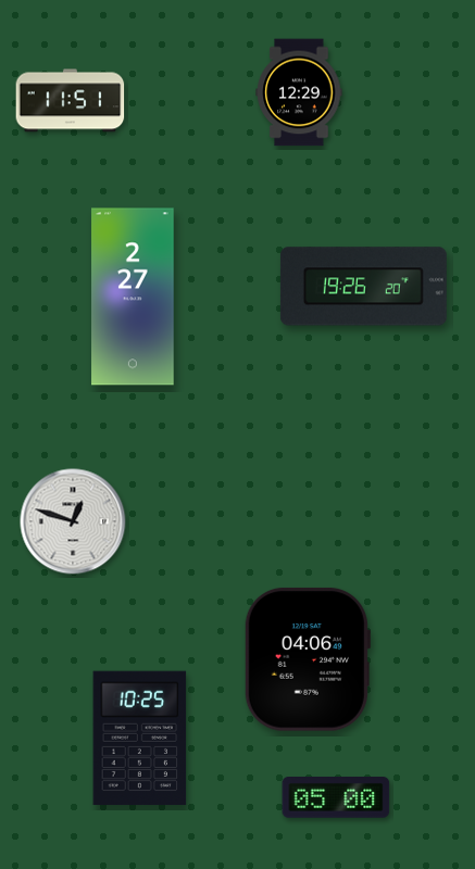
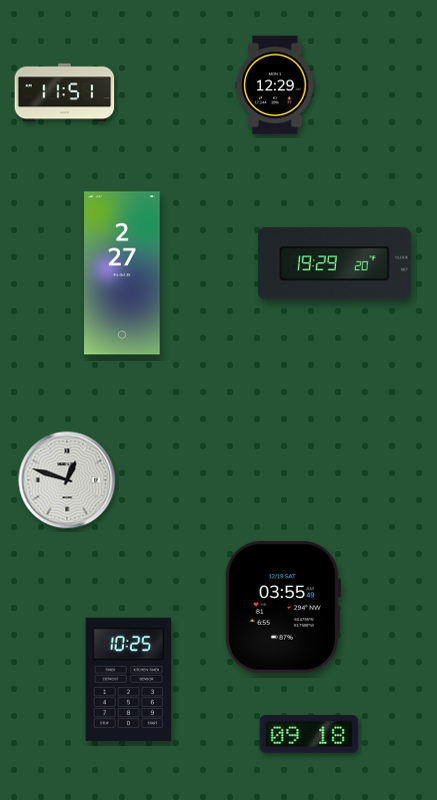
clock at (363, 287): 19:26 -> 19:29
clock at (307, 659): 04:06 -> 03:55
clock at (336, 798): 05:00 -> 09:18
